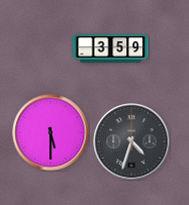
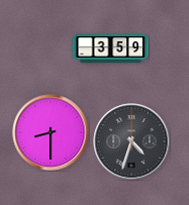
clock at (51, 133): 5:30 -> 8:30
